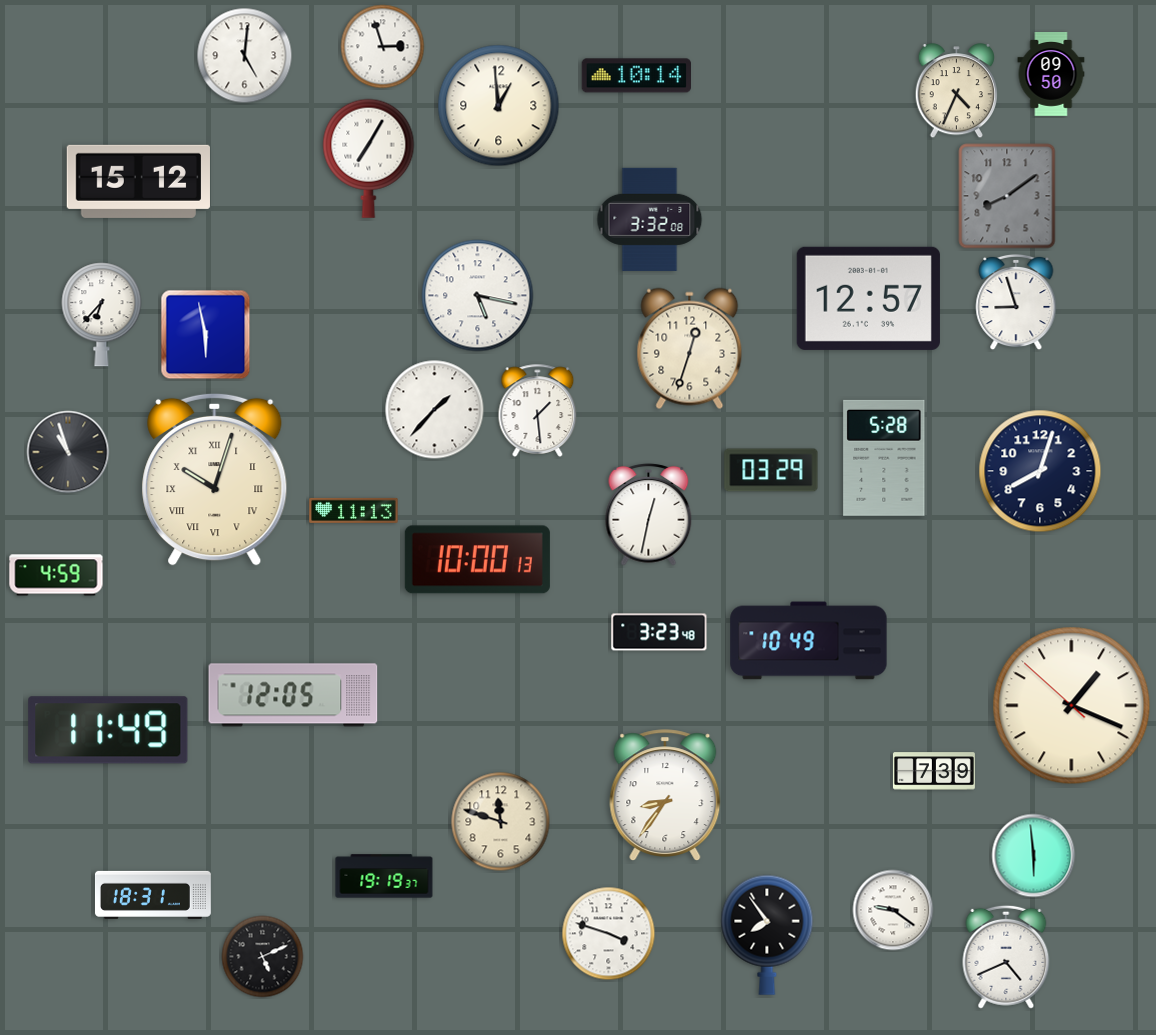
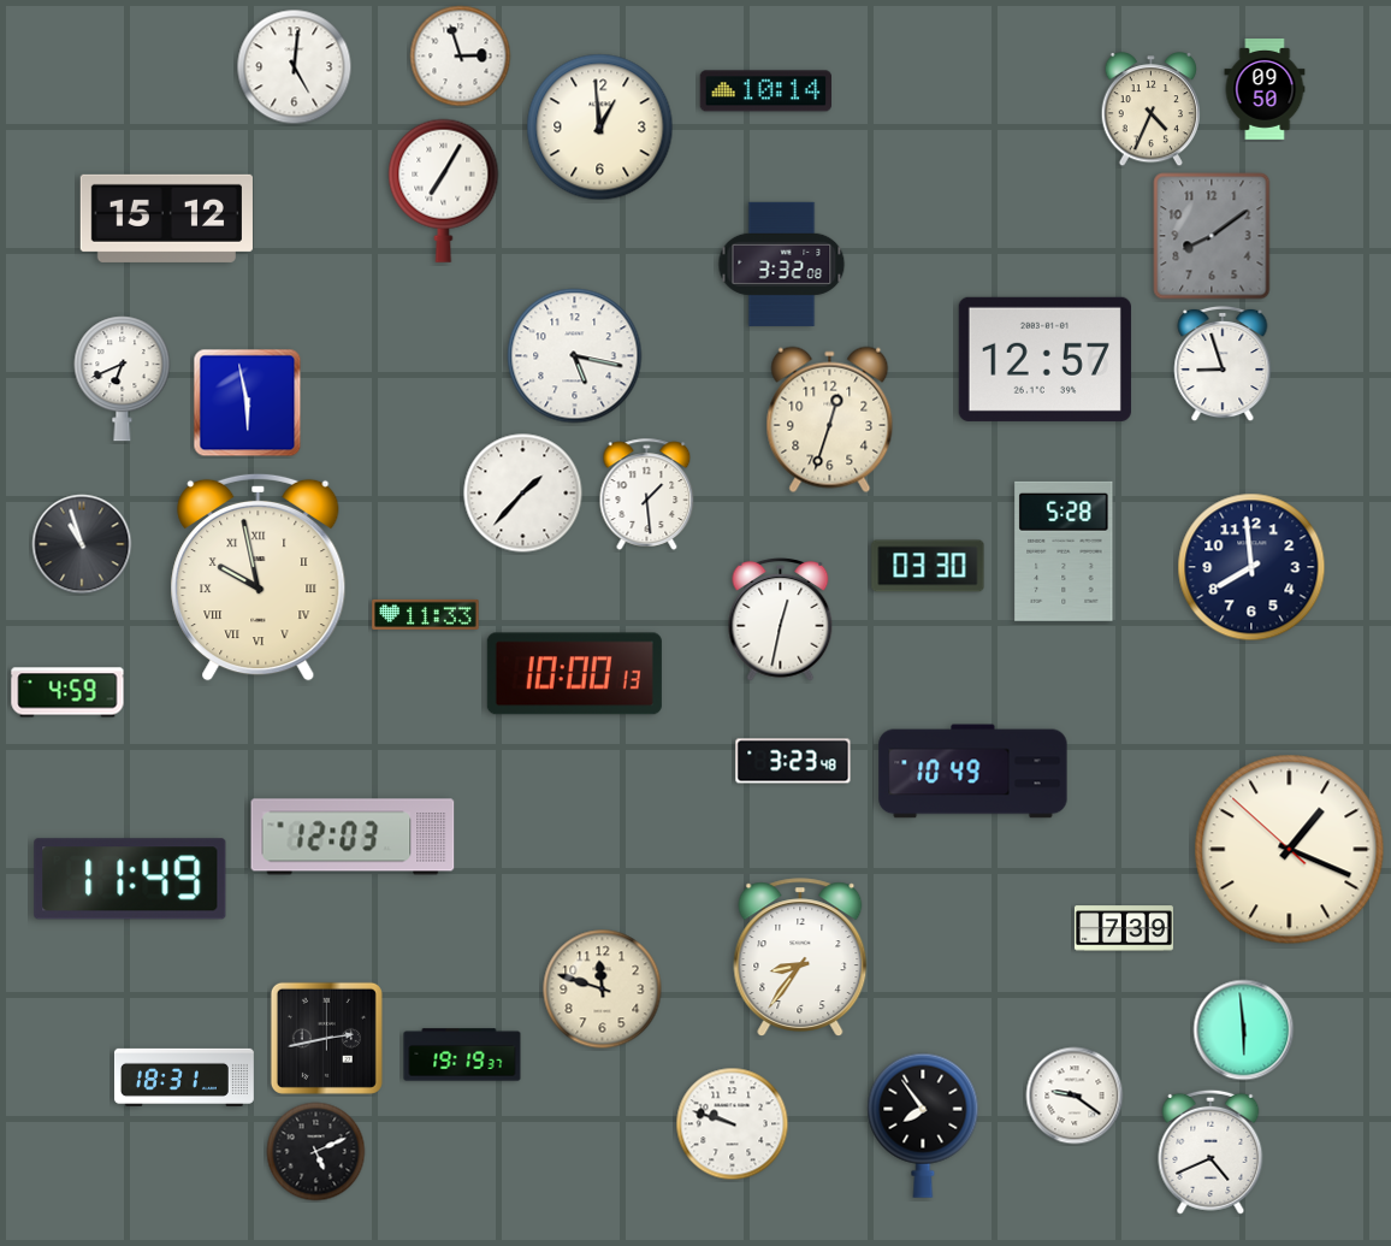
clock at (102, 315): 6:37 -> 6:41
clock at (771, 470): 03:29 -> 03:30
clock at (1040, 471): 8:03 -> 7:59
clock at (215, 479): 10:03 -> 9:58
clock at (354, 510): 11:13 -> 11:33
clock at (293, 695): 12:05 -> 12:03
clock at (326, 1038): none -> 2:43
clock at (609, 934): 3:48 -> 9:48
